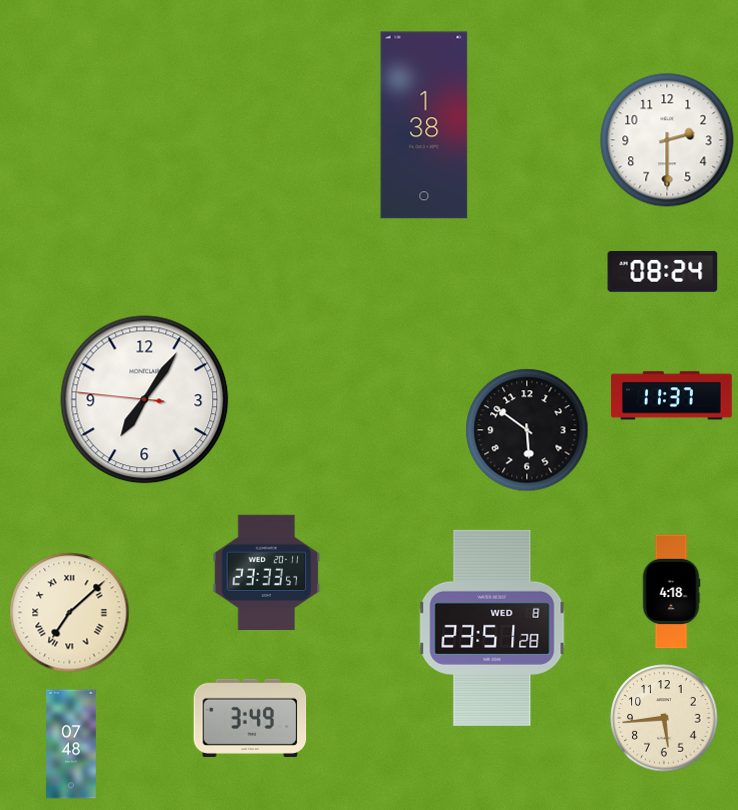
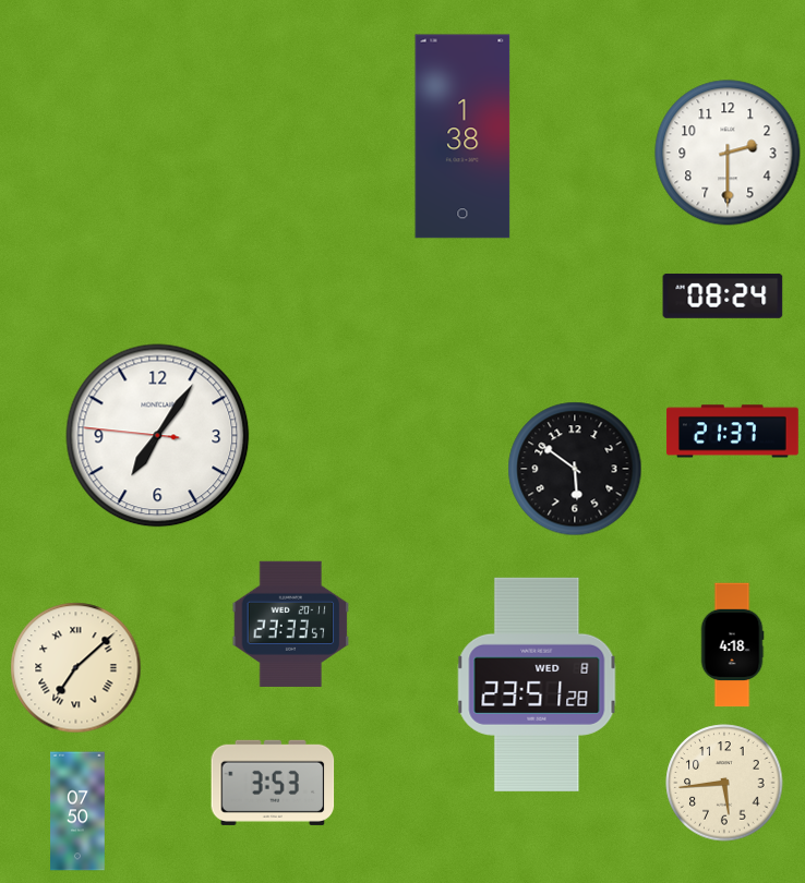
clock at (671, 396): 11:37 -> 21:37
clock at (250, 718): 3:49 -> 3:53
clock at (71, 744): 07:48 -> 07:50
